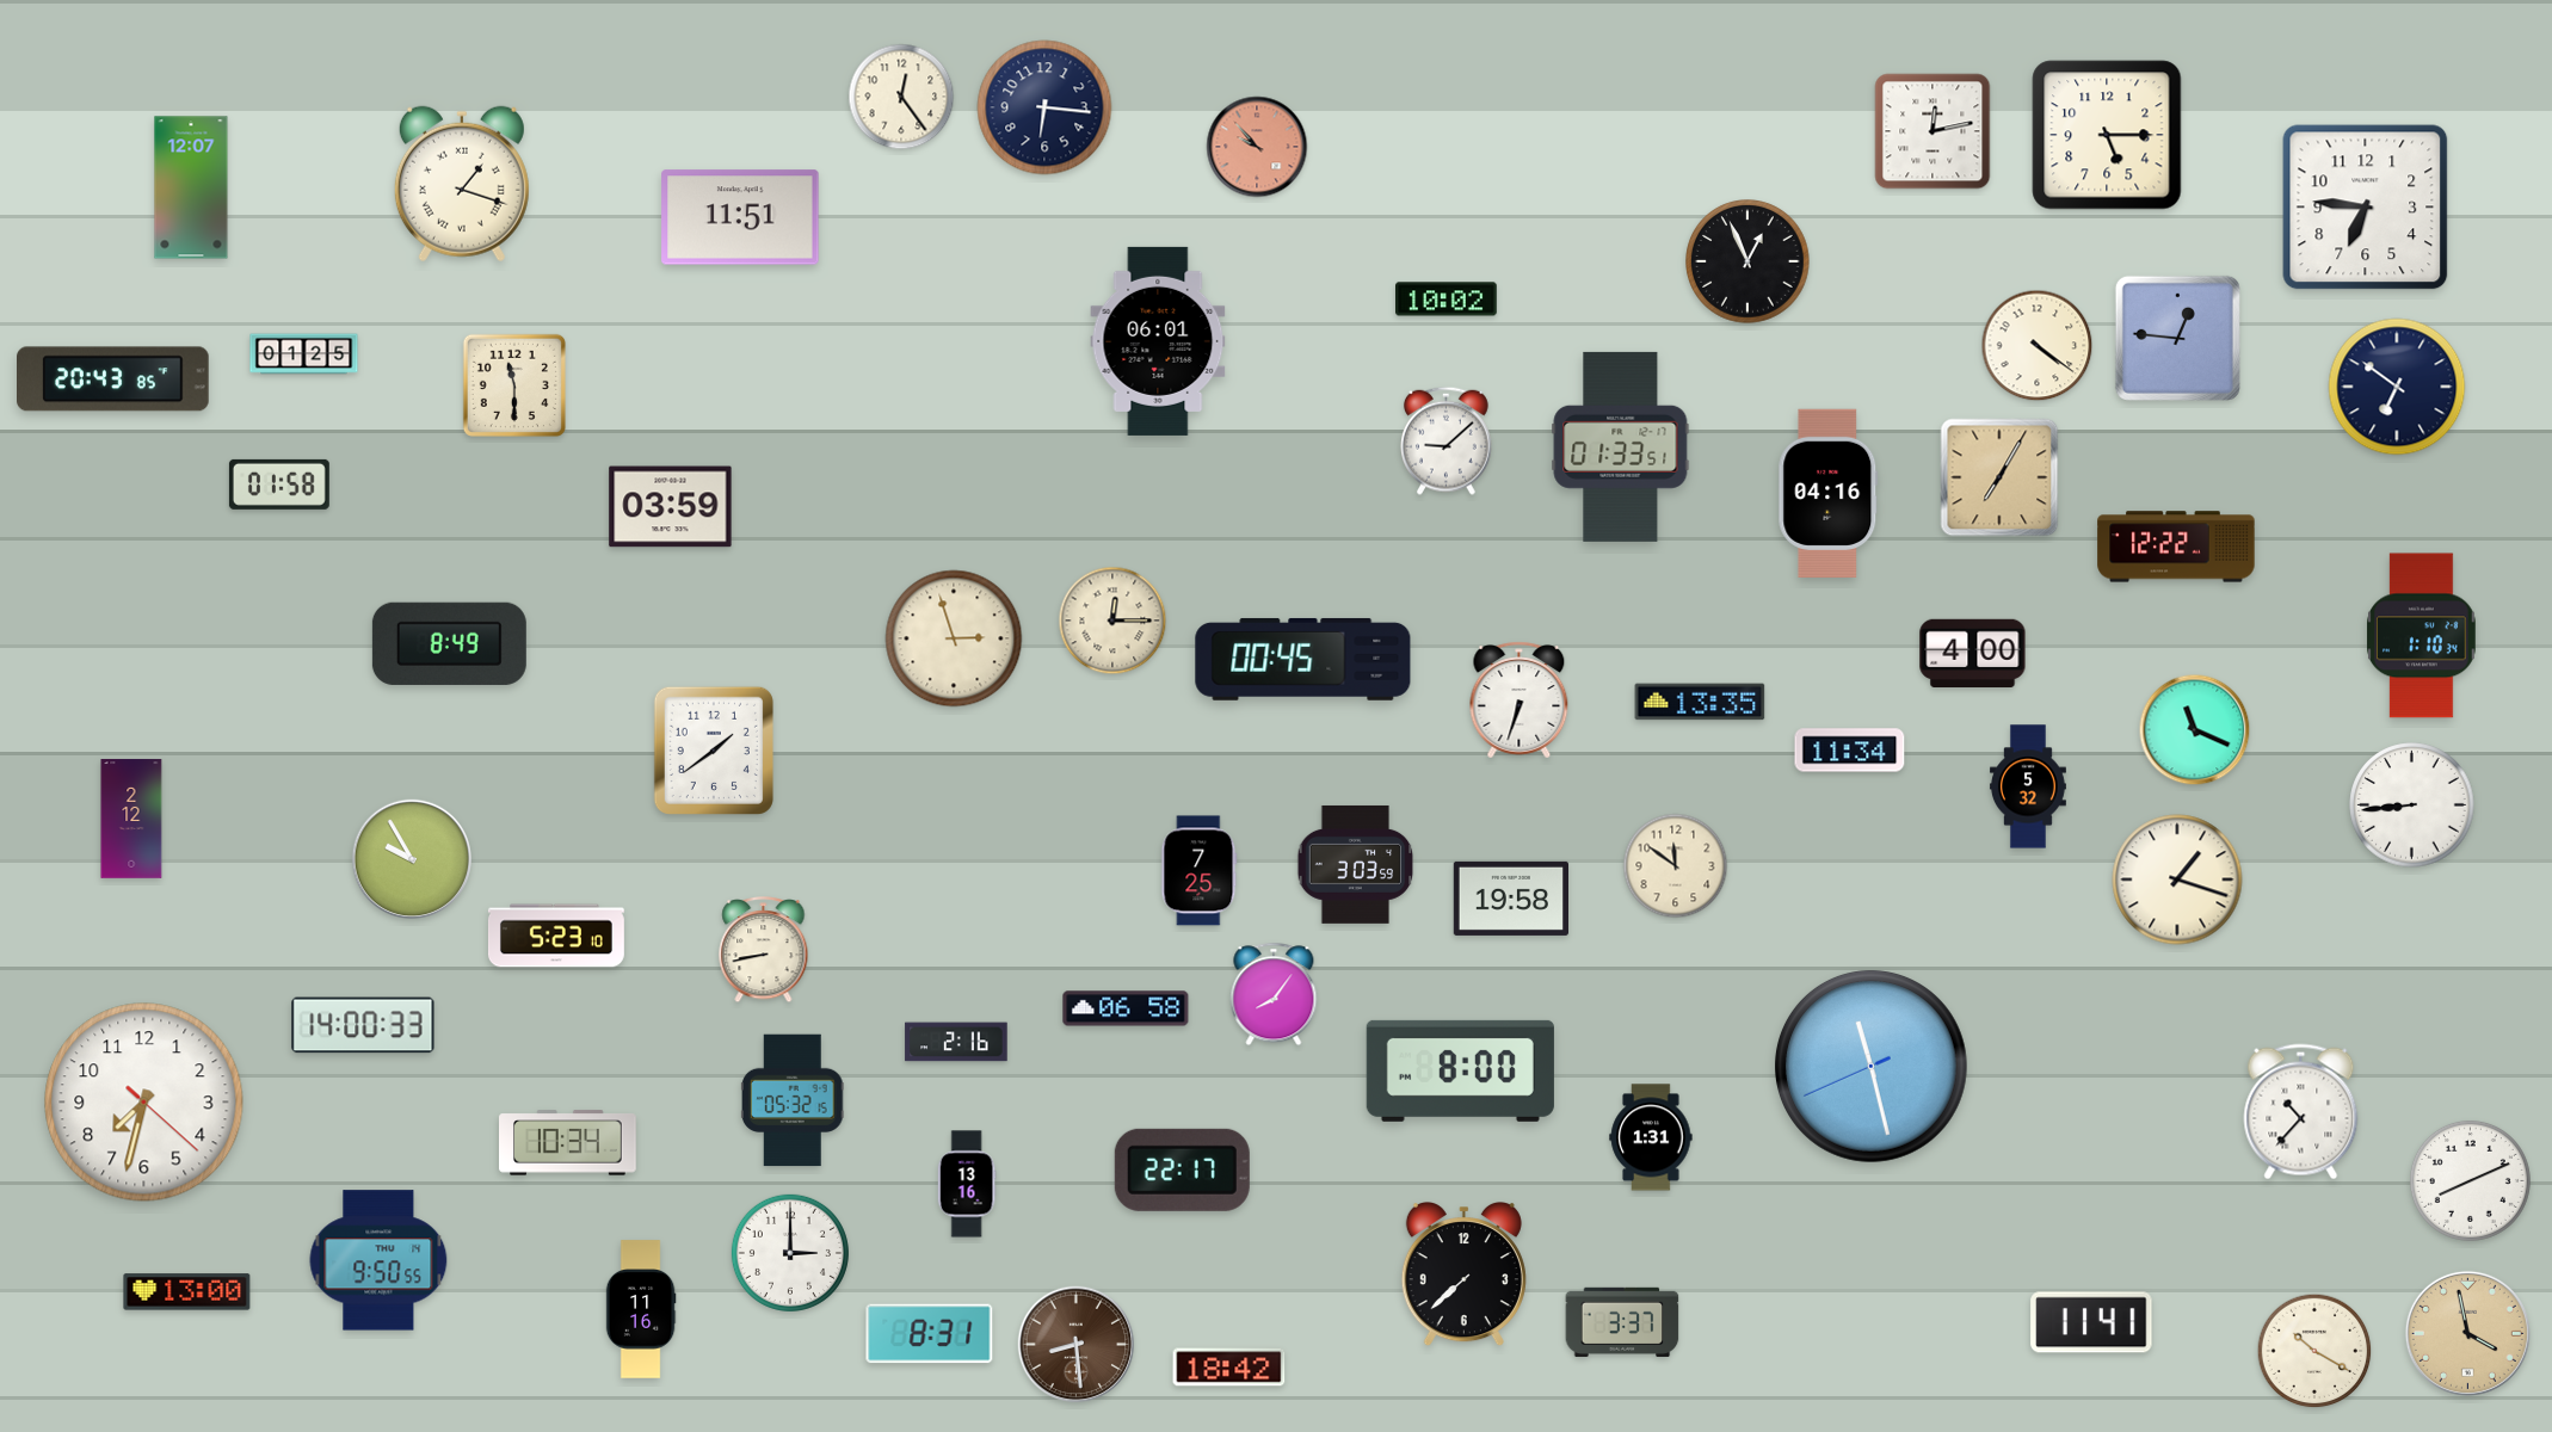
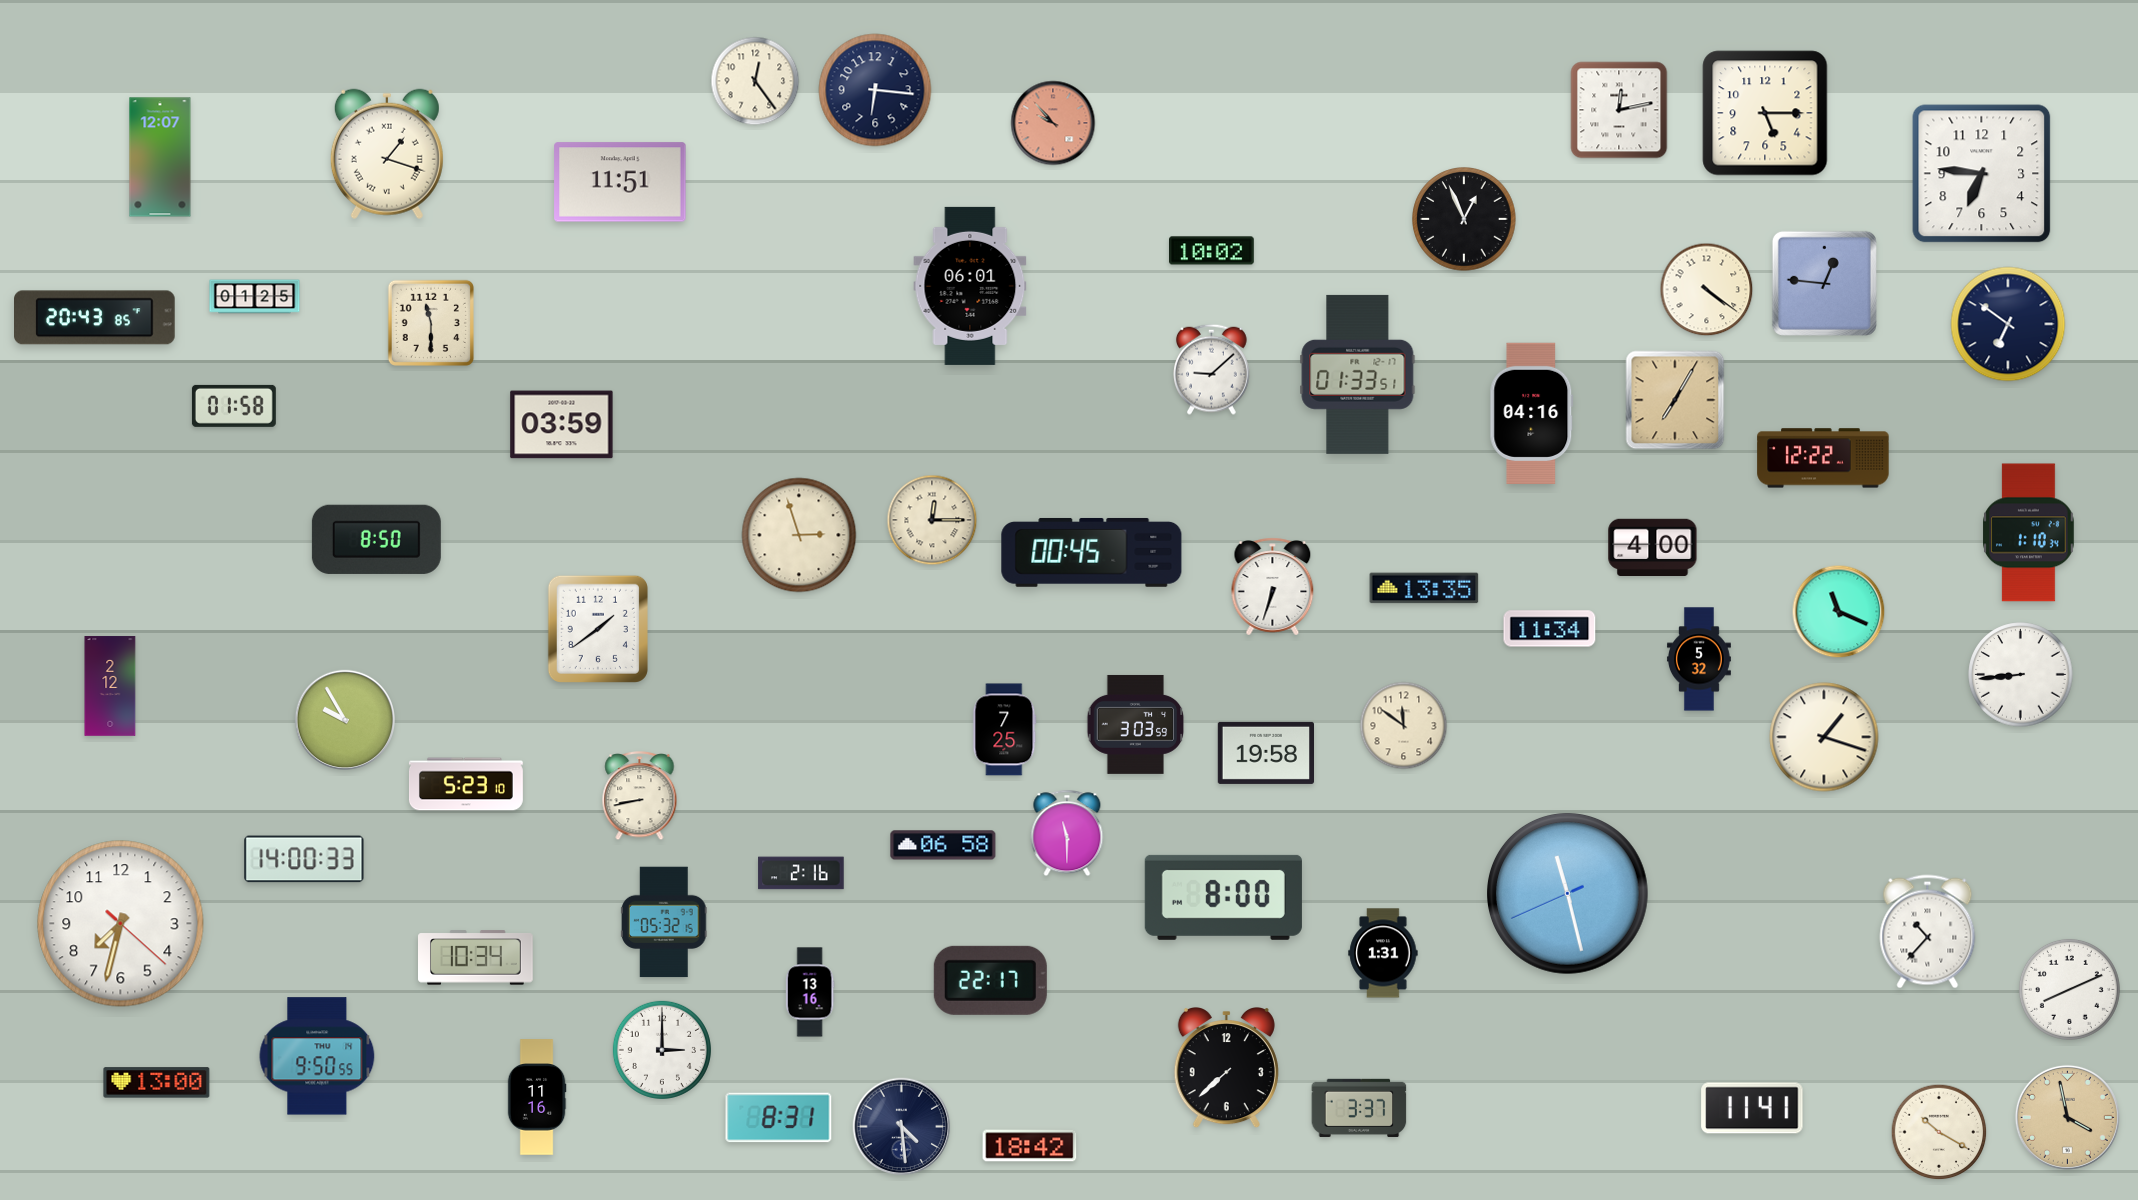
clock at (449, 643): 8:49 -> 8:50
clock at (1274, 994): 8:06 -> 11:30
clock at (1077, 1345): 8:29 -> 4:29
clock at (1077, 1345) dial: brown -> navy
